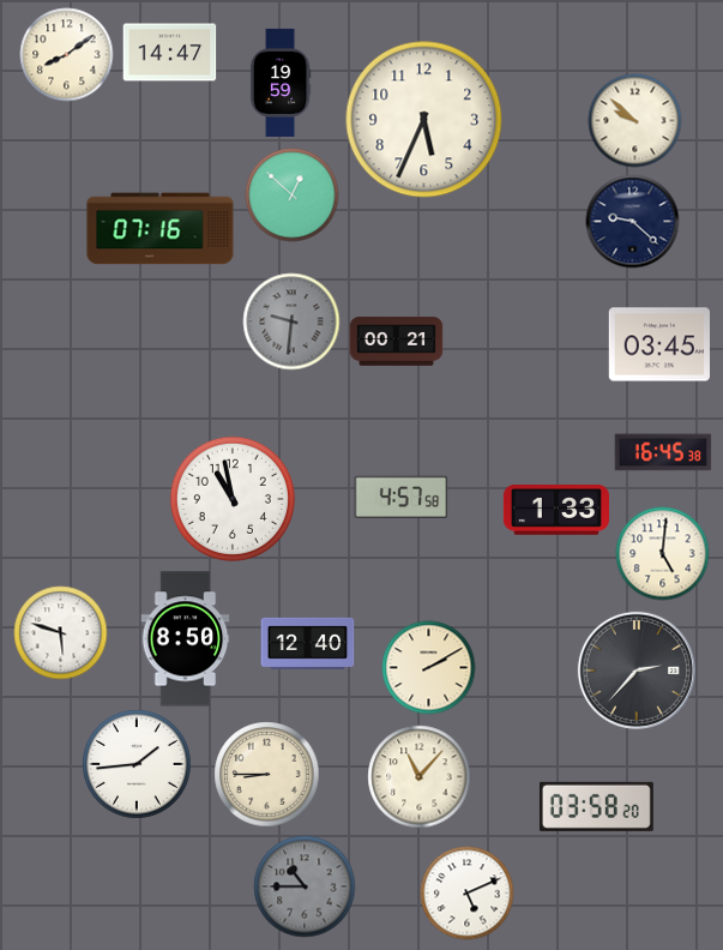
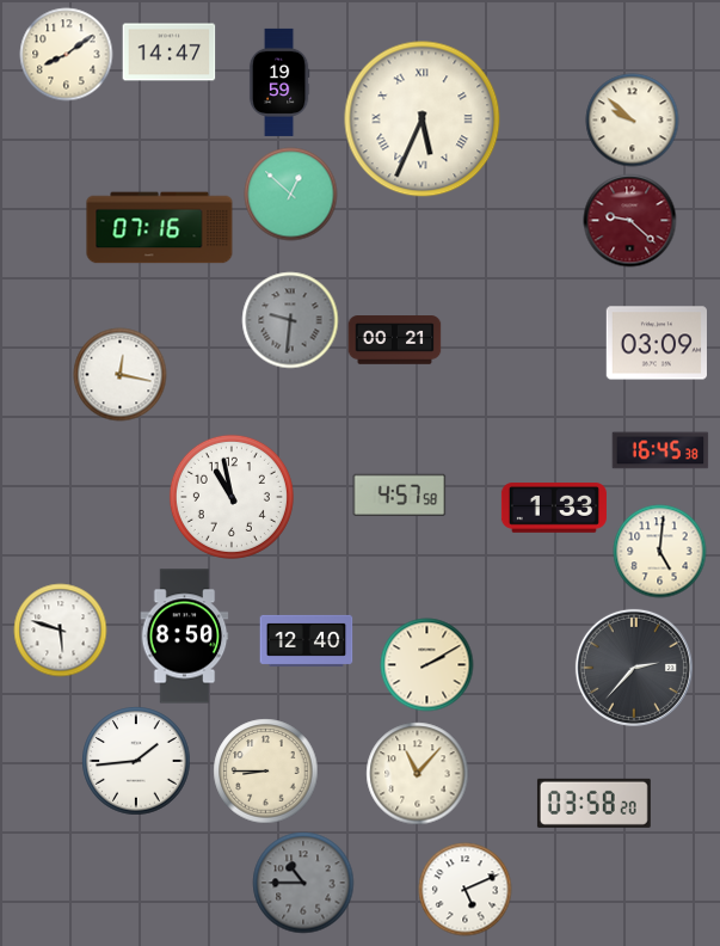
clock at (424, 120) numerals: Arabic -> Roman
clock at (632, 221) dial: navy -> burgundy
clock at (658, 344): 03:45 -> 03:09
clock at (119, 374): none -> 12:17
